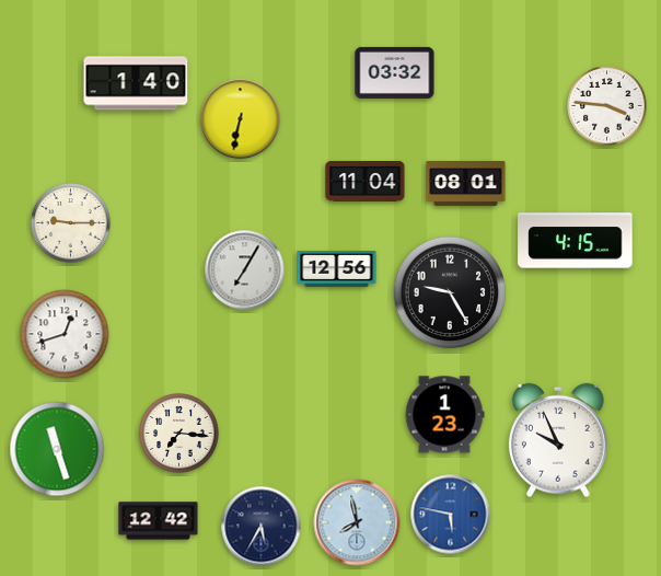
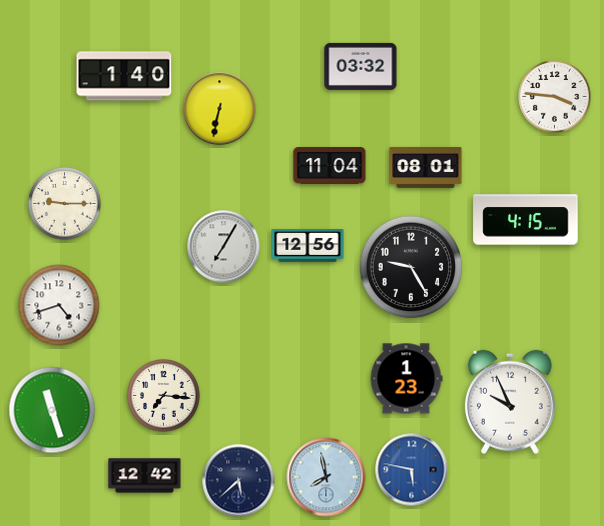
clock at (366, 182) position: (366, 182) -> (330, 166)
clock at (65, 334): 12:42 -> 4:42
clock at (262, 527): 5:35 -> 5:38
